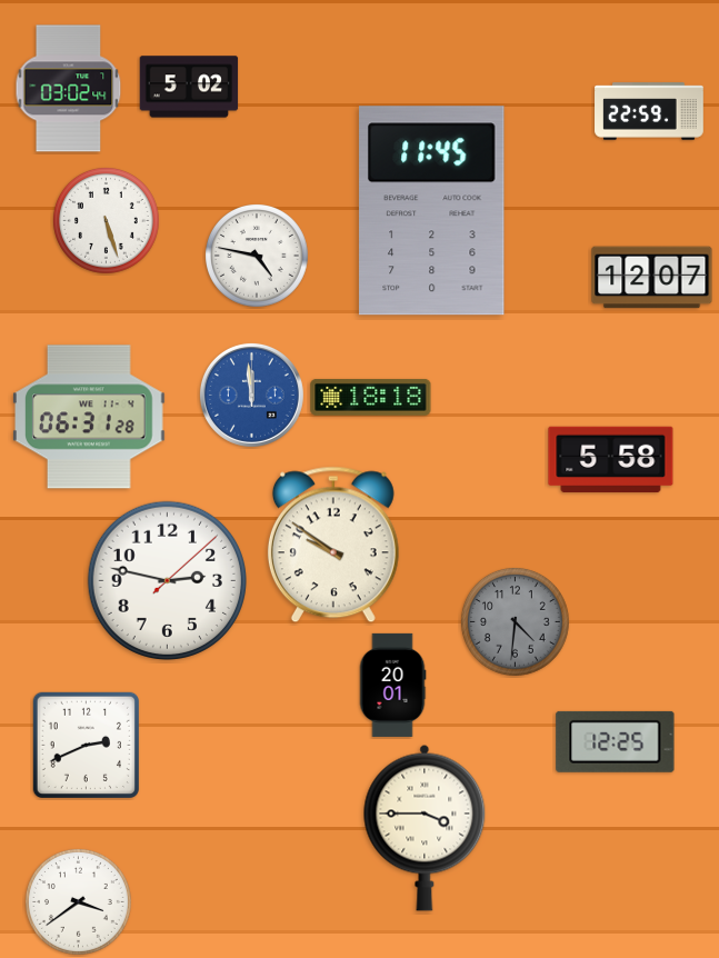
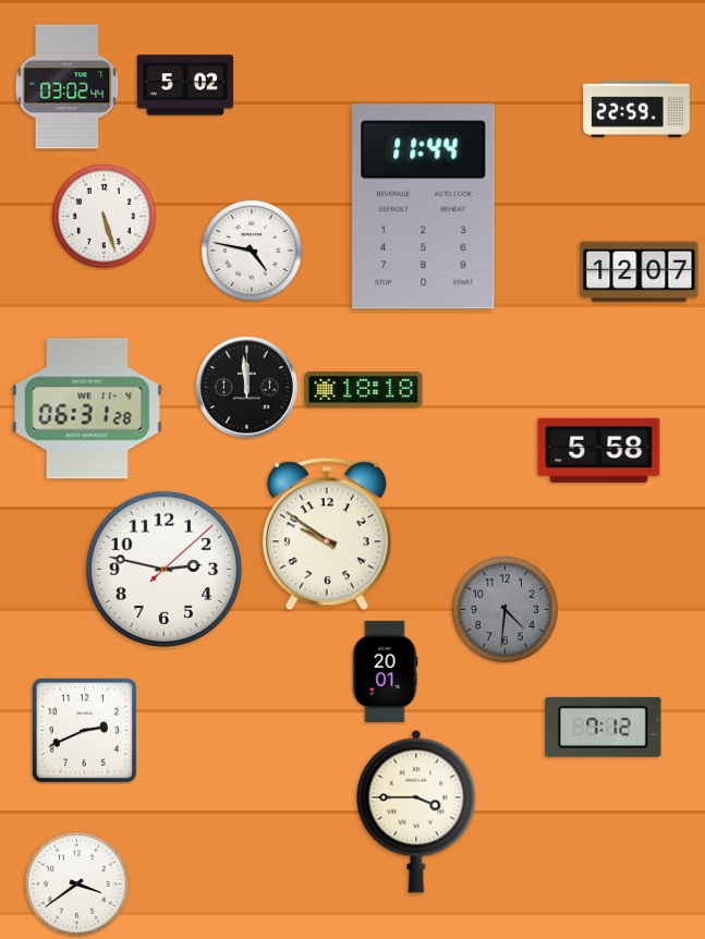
clock at (431, 211): 11:45 -> 11:44
clock at (251, 395) dial: blue -> black
clock at (616, 741): 12:25 -> 7:12
